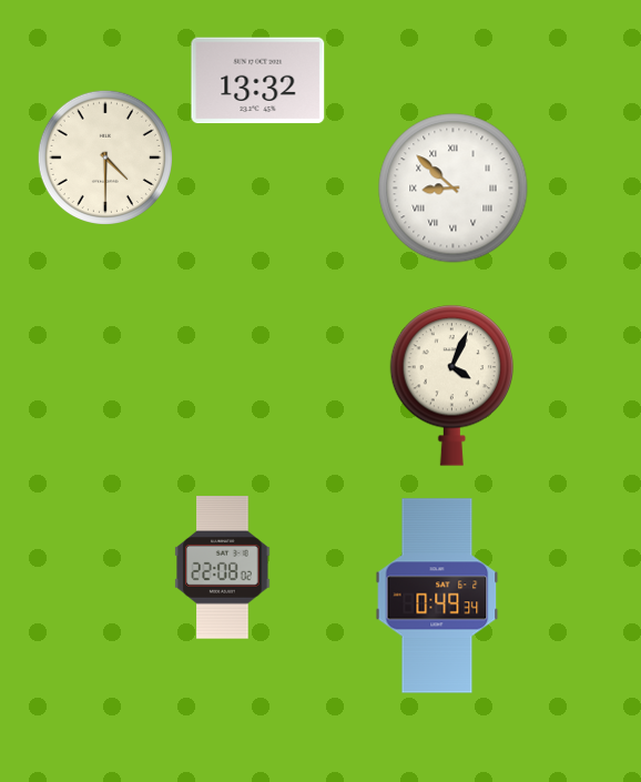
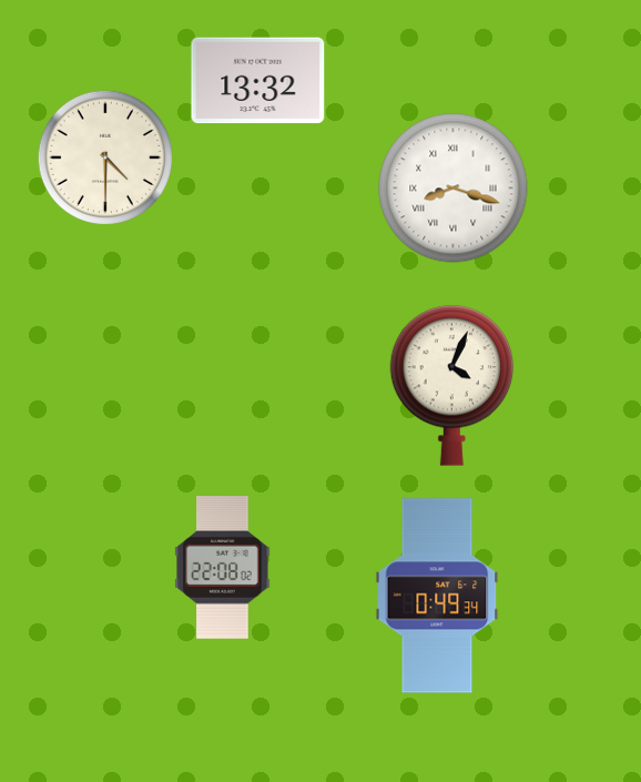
clock at (454, 189): 8:52 -> 8:18
